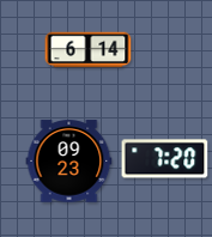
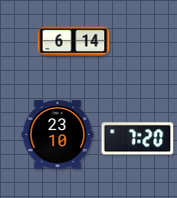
clock at (165, 159) position: (165, 159) -> (138, 139)
clock at (69, 162): 09:23 -> 23:10
